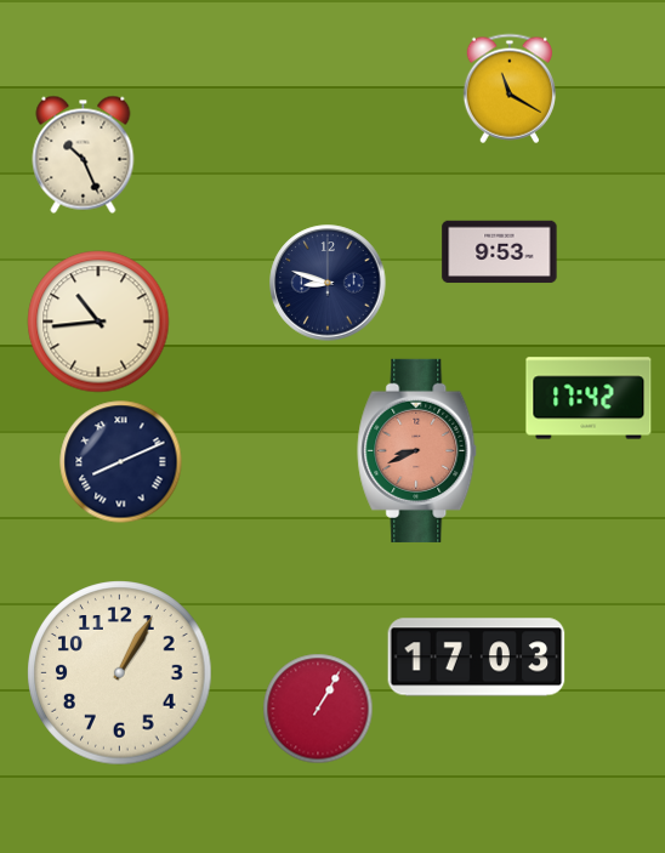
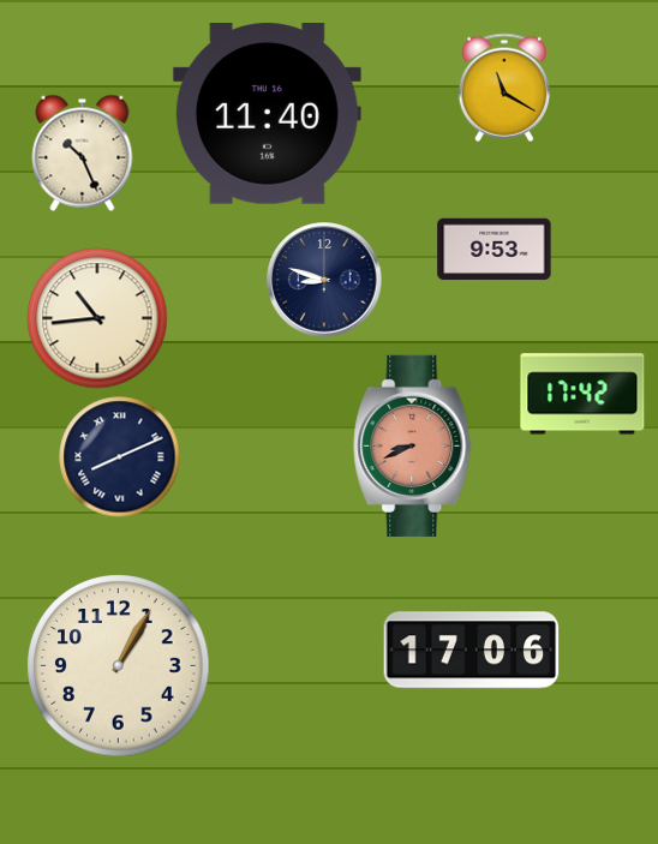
clock at (267, 114): none -> 11:40
clock at (477, 658): 17:03 -> 17:06
clock at (318, 709): 1:05 -> none
